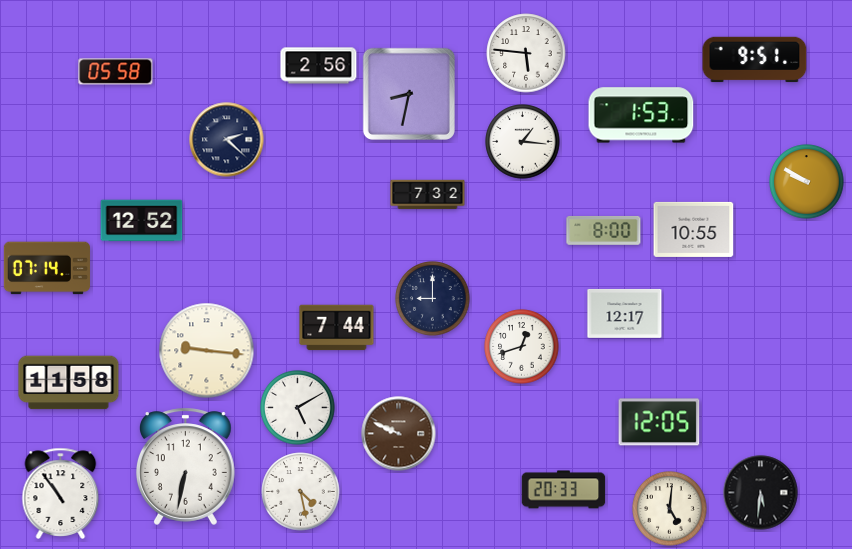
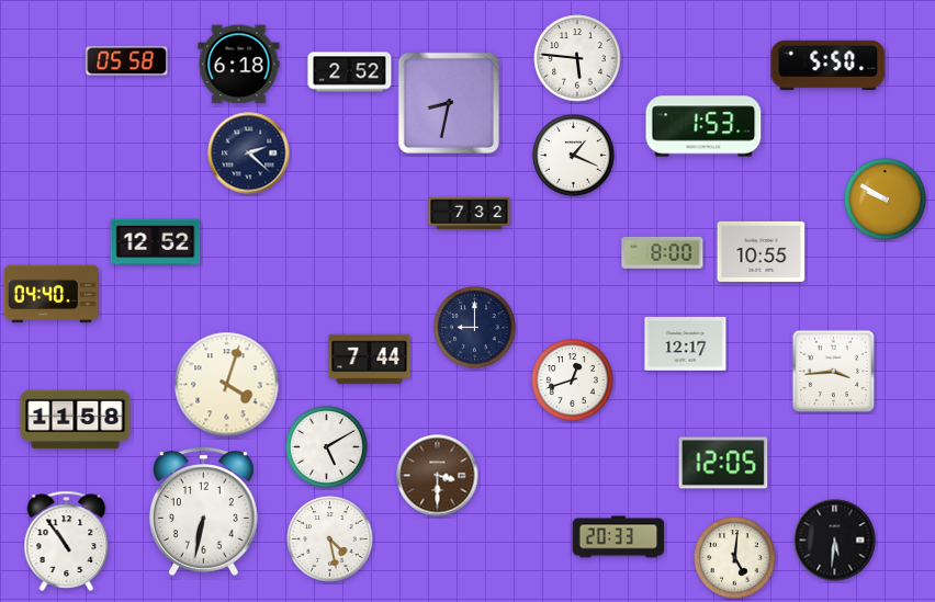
clock at (239, 65): none -> 6:18
clock at (755, 60): 9:51 -> 5:50
clock at (319, 66): 2:56 -> 2:52
clock at (116, 72) position: (116, 72) -> (127, 61)
clock at (523, 142): 1:16 -> 1:19
clock at (47, 268): 07:14 -> 04:40
clock at (834, 372): none -> 3:44
clock at (207, 351): 9:16 -> 4:03
clock at (399, 434): 9:49 -> 3:30
